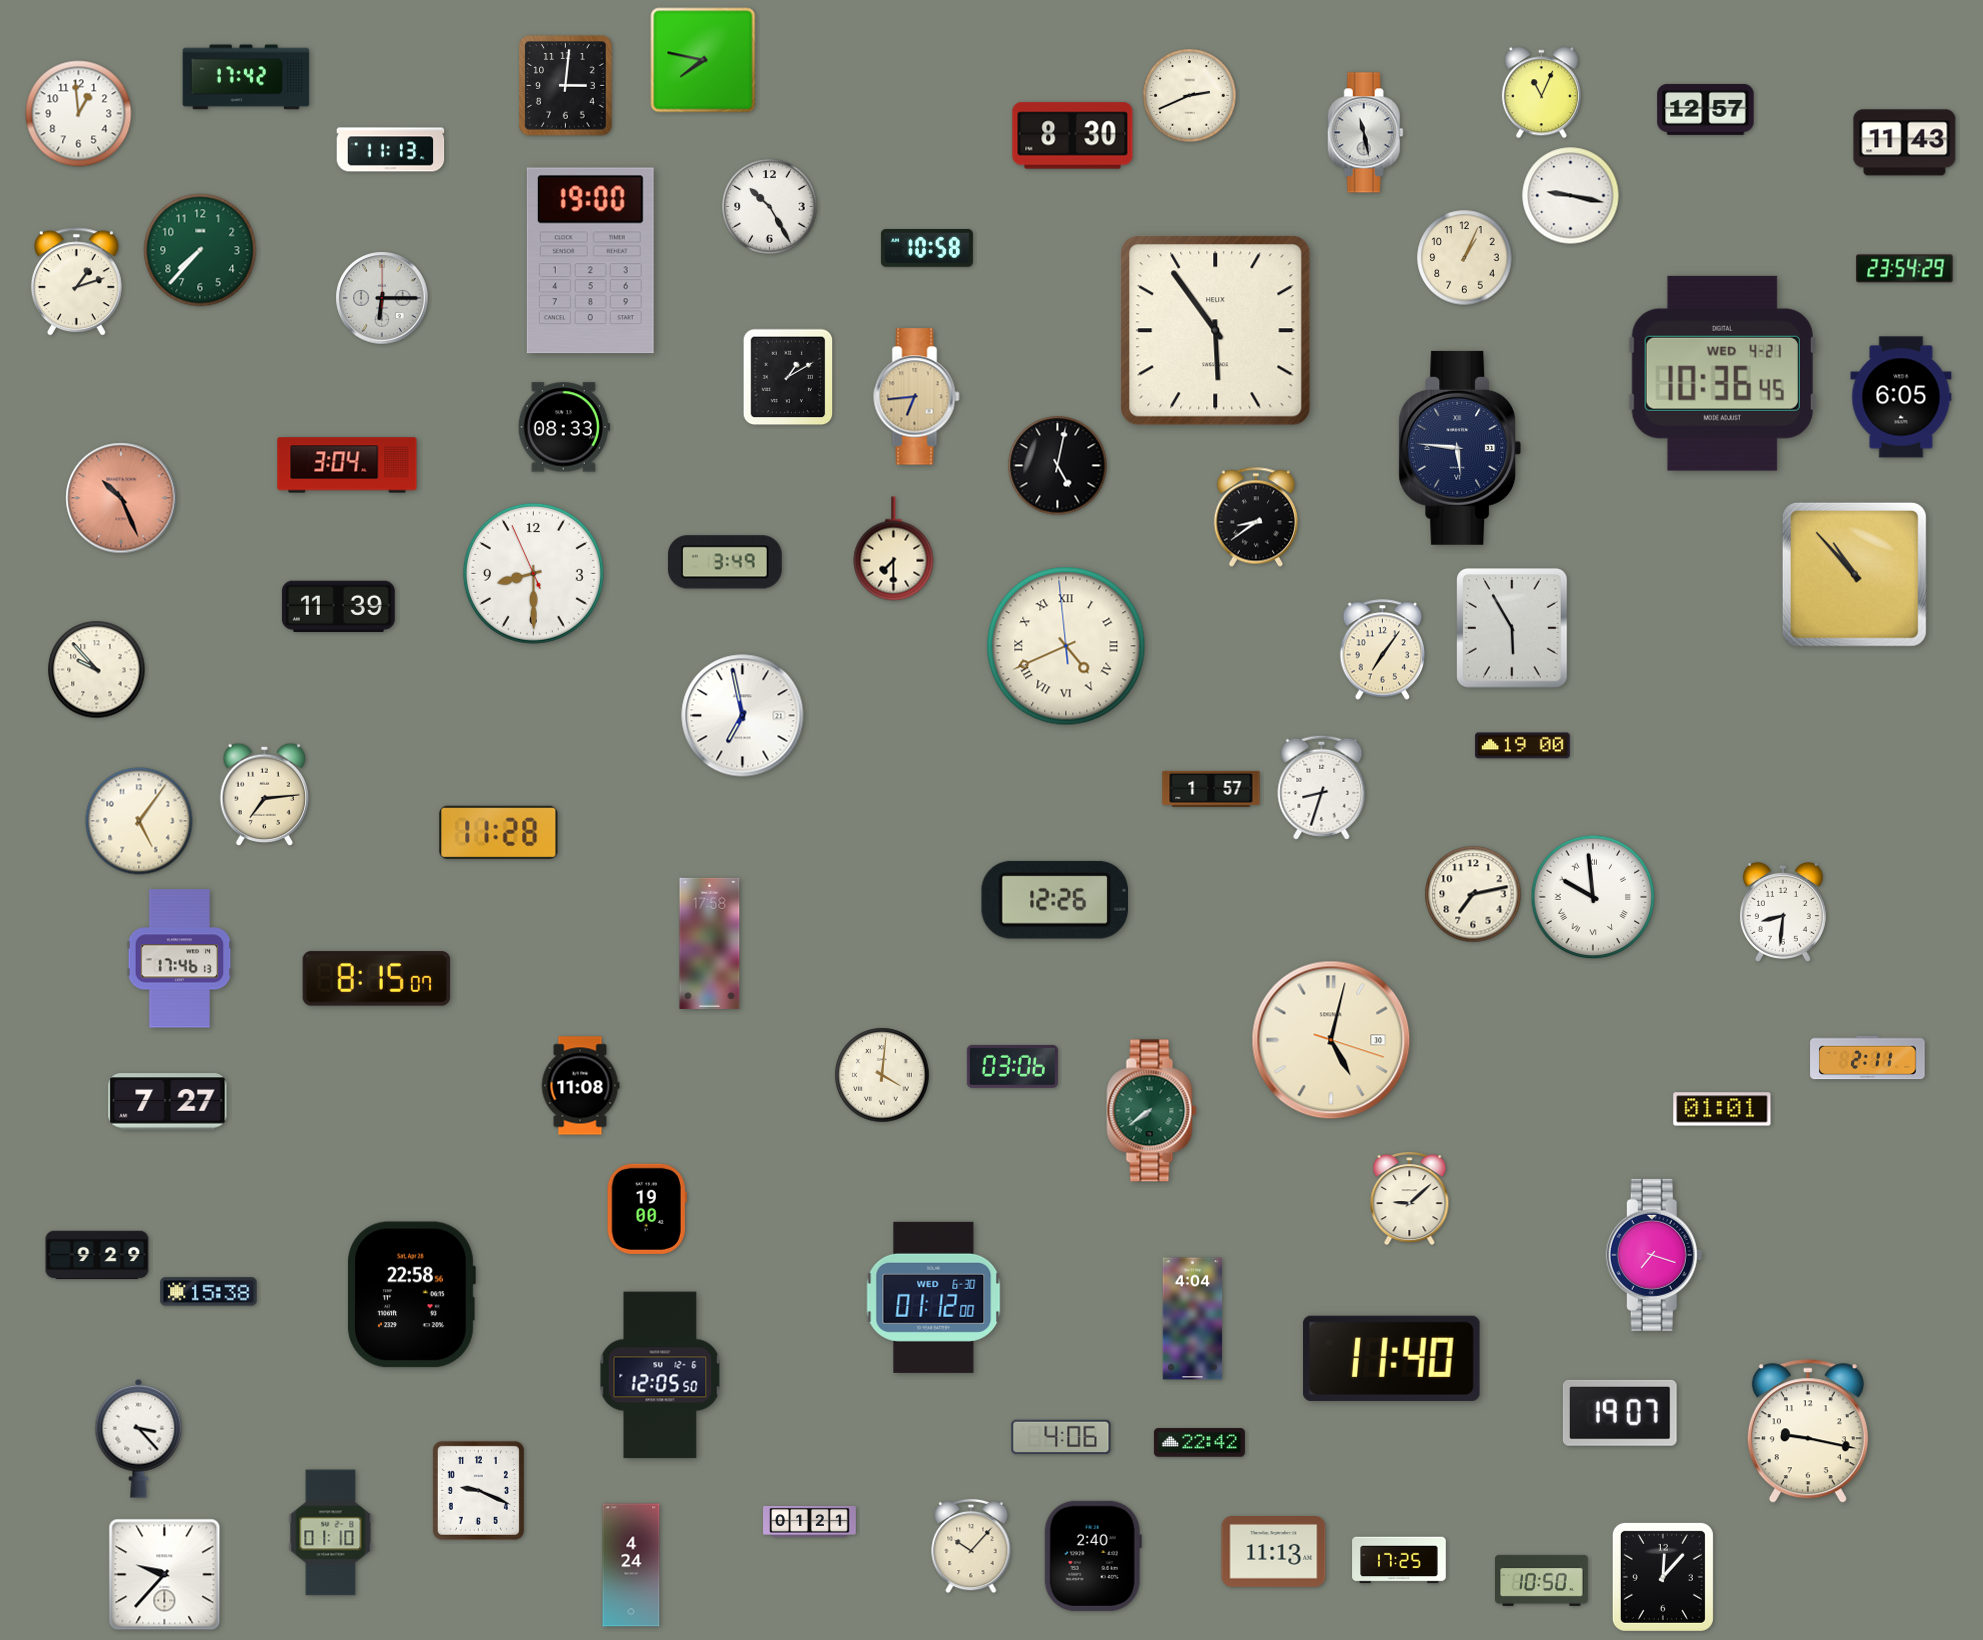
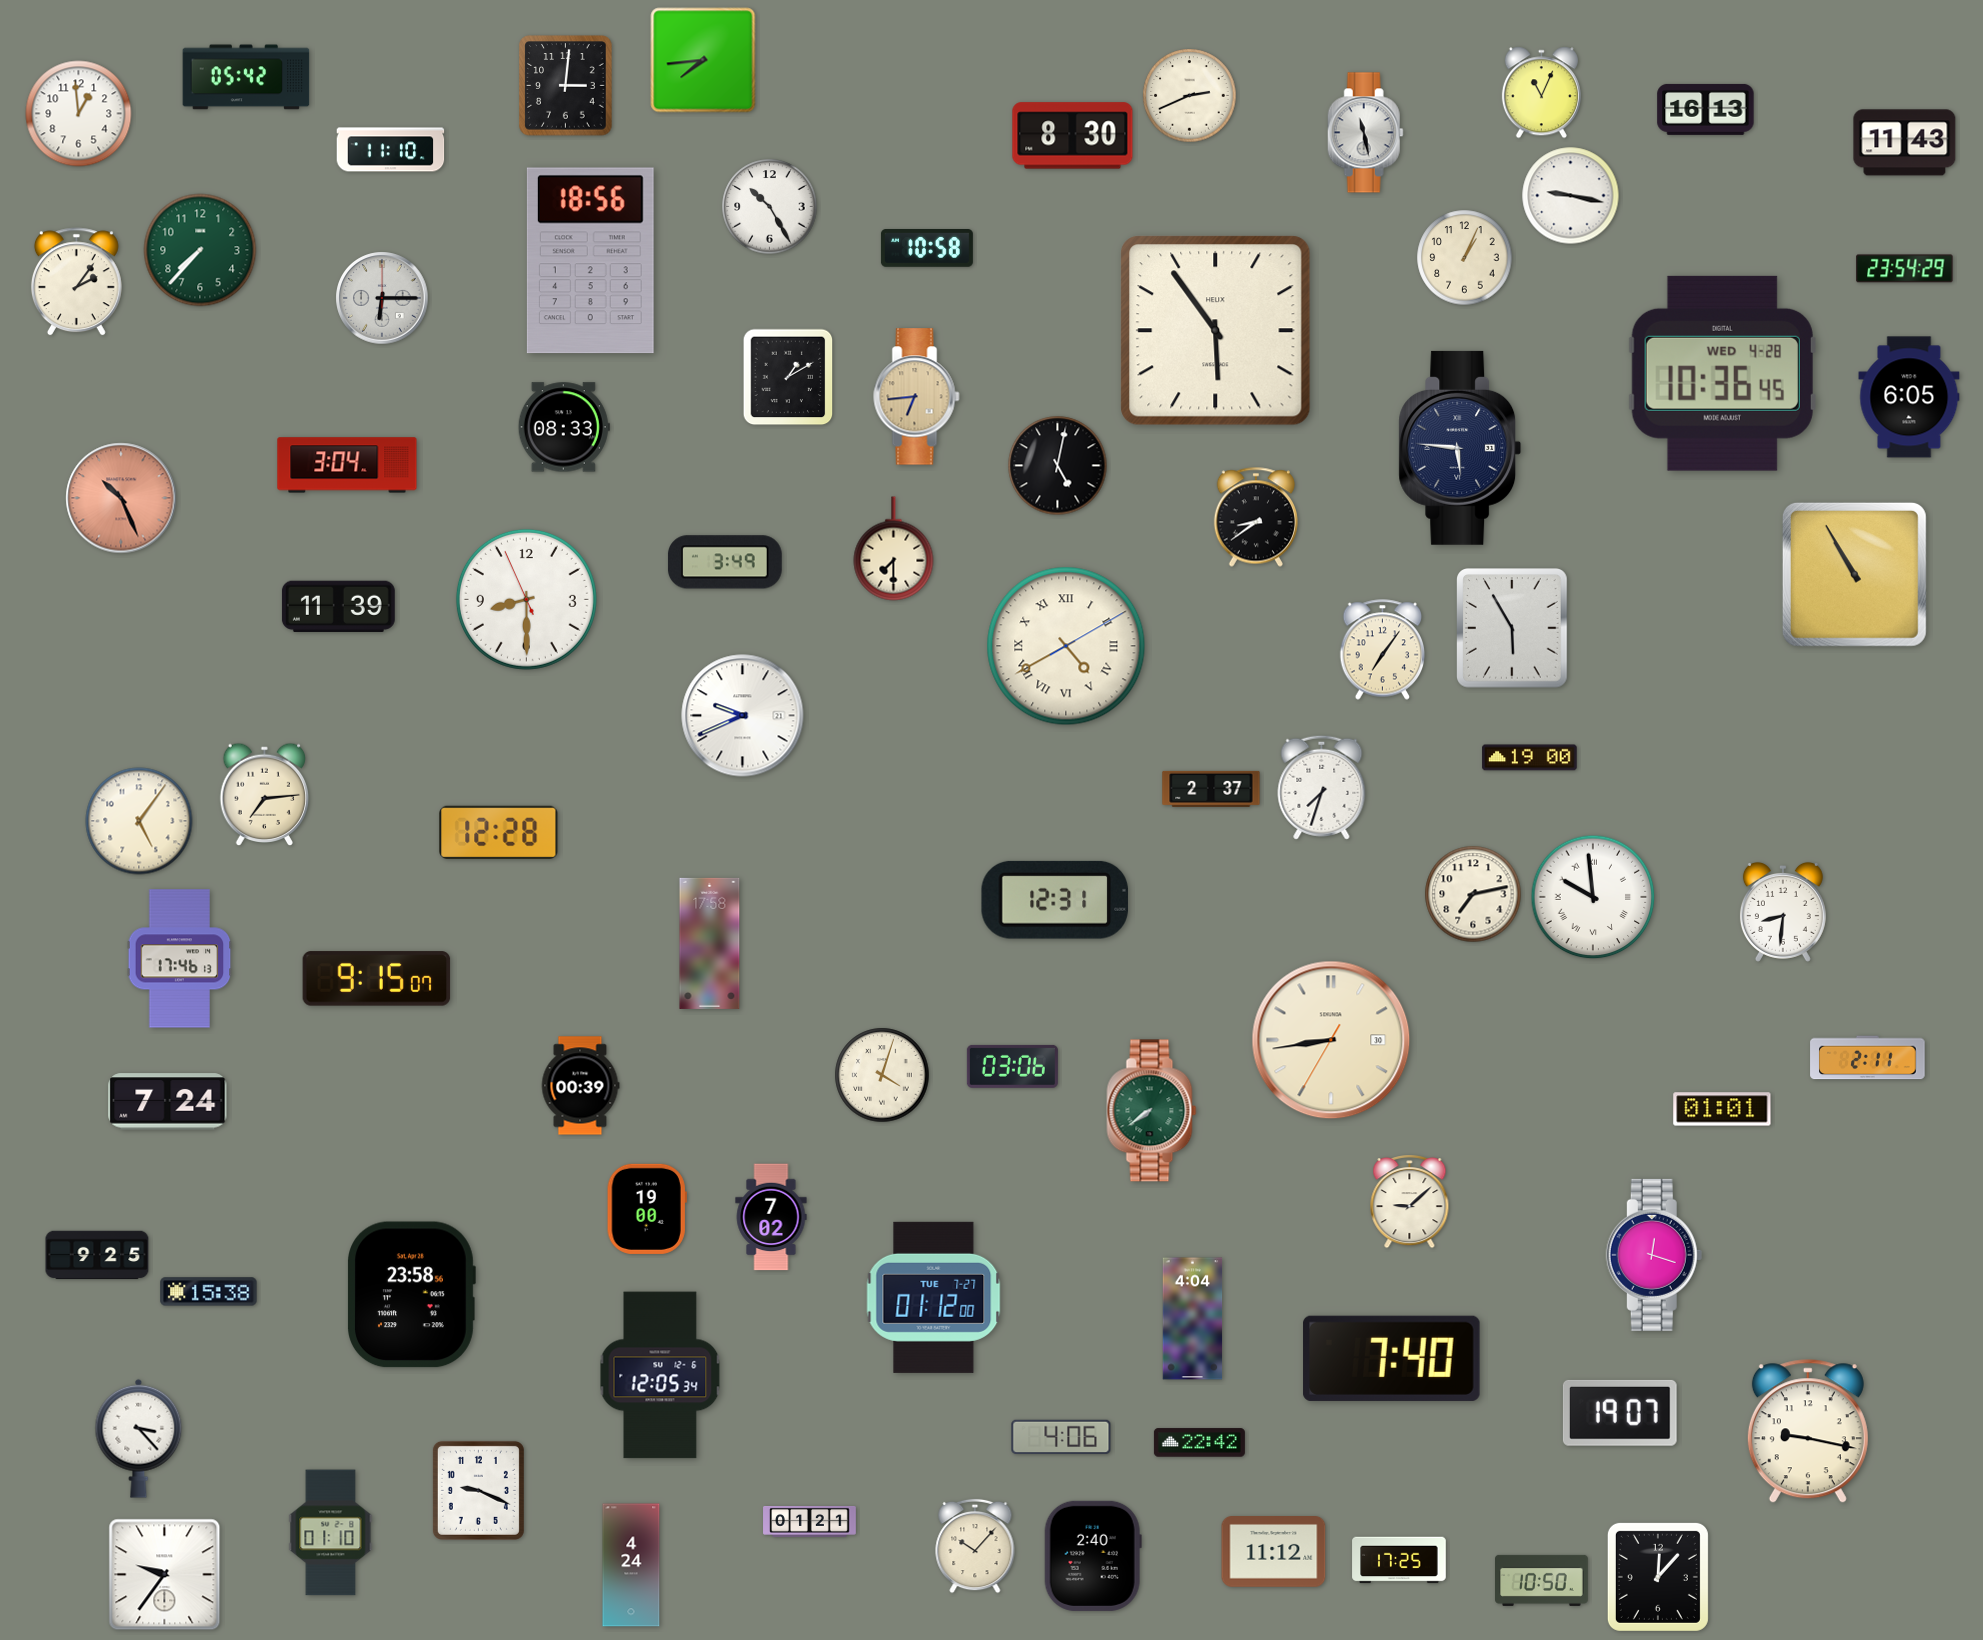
clock at (703, 60): 7:47 -> 7:44
clock at (246, 77): 17:42 -> 05:42
clock at (1706, 109): 12:57 -> 16:13
clock at (391, 150): 11:13 -> 11:10
clock at (590, 261): 19:00 -> 18:56
clock at (76, 282): 1:12 -> 2:06
clock at (1722, 373) date: WED 4-21 -> WED 4-28
clock at (1901, 397) position: (1901, 397) -> (1909, 397)
clock at (533, 573) position: (533, 573) -> (526, 599)
clock at (1854, 574): 10:53 -> 10:55
clock at (1066, 646): 4:40:59 -> 4:40:10
clock at (97, 670): 9:53 -> none
clock at (743, 716): 6:58 -> 9:41
clock at (1523, 746) position: (1523, 746) -> (1530, 758)
clock at (1322, 787): 8:33 -> 7:33
clock at (1211, 789): 1:57 -> 2:37
clock at (499, 832): 11:28 -> 12:28
clock at (1055, 900): 12:26 -> 12:31
clock at (377, 979): 8:15 -> 9:15
clock at (1331, 1040): 5:02 -> 8:43
clock at (882, 1075): 4:01 -> 4:03
clock at (580, 1086): 11:08 -> 00:39
clock at (168, 1102): 7:27 -> 7:24
clock at (1410, 1199) position: (1410, 1199) -> (1410, 1202)
clock at (771, 1217): none -> 7:02
clock at (97, 1255): 9:29 -> 9:25
clock at (1654, 1255): 7:18 -> 12:18
clock at (412, 1295): 22:58 -> 23:58
clock at (934, 1297) date: WED 6-30 -> TUE 7-27
clock at (1392, 1358): 11:40 -> 7:40
clock at (660, 1375): 12:05:50 -> 12:05:34
clock at (971, 1546) position: (971, 1546) -> (975, 1546)
clock at (1274, 1552): 11:13 -> 11:12
clock at (165, 1575): 9:37 -> 9:36
clock at (1663, 1577) position: (1663, 1577) -> (1658, 1577)
